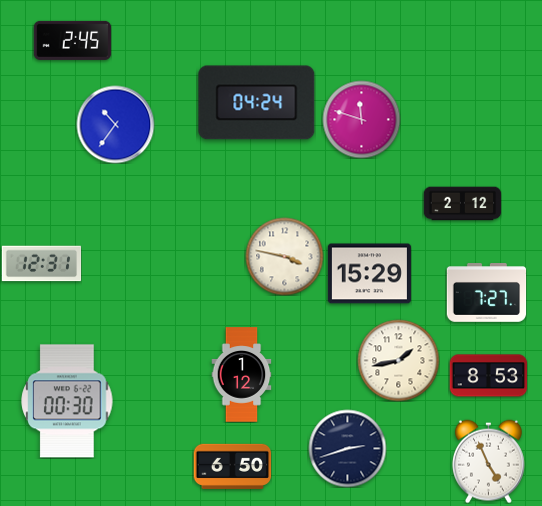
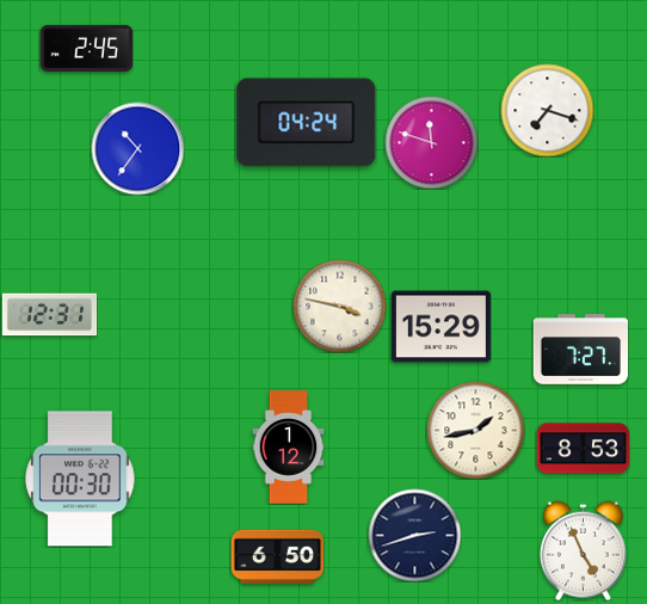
clock at (547, 110): none -> 7:18
clock at (462, 204): 2:12 -> none
